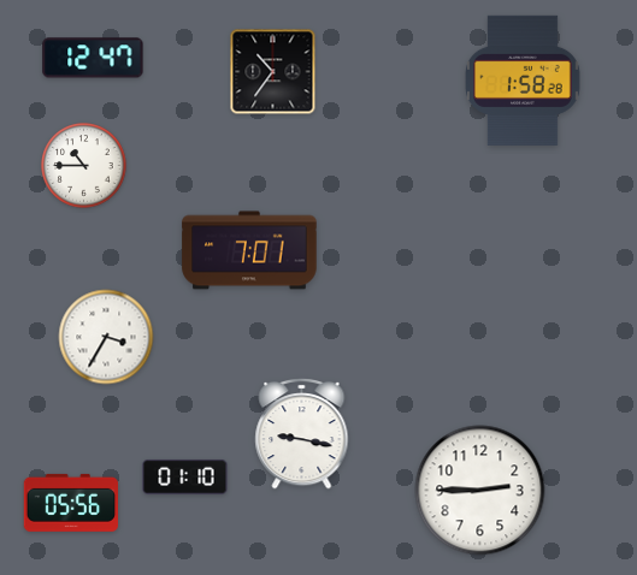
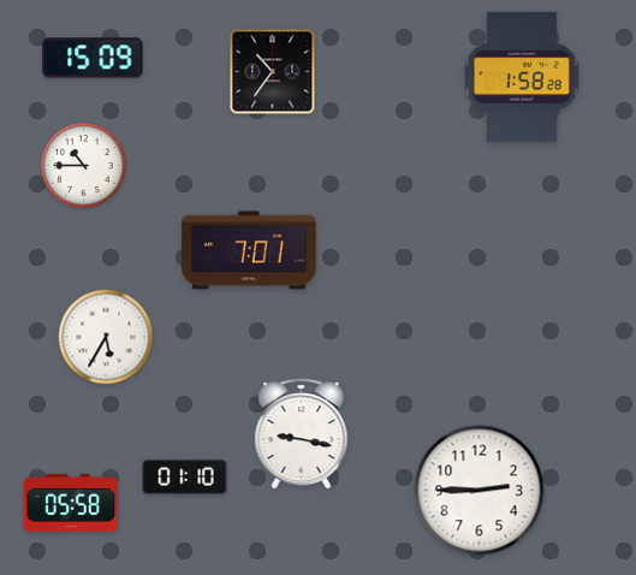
clock at (93, 58): 12:47 -> 15:09
clock at (523, 81) position: (523, 81) -> (522, 77)
clock at (106, 337): 3:35 -> 5:35
clock at (70, 503): 05:56 -> 05:58
